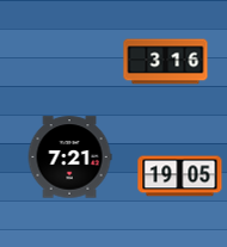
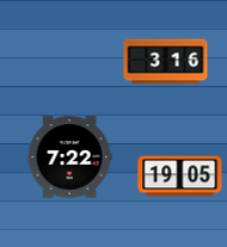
clock at (69, 158): 7:21 -> 7:22
